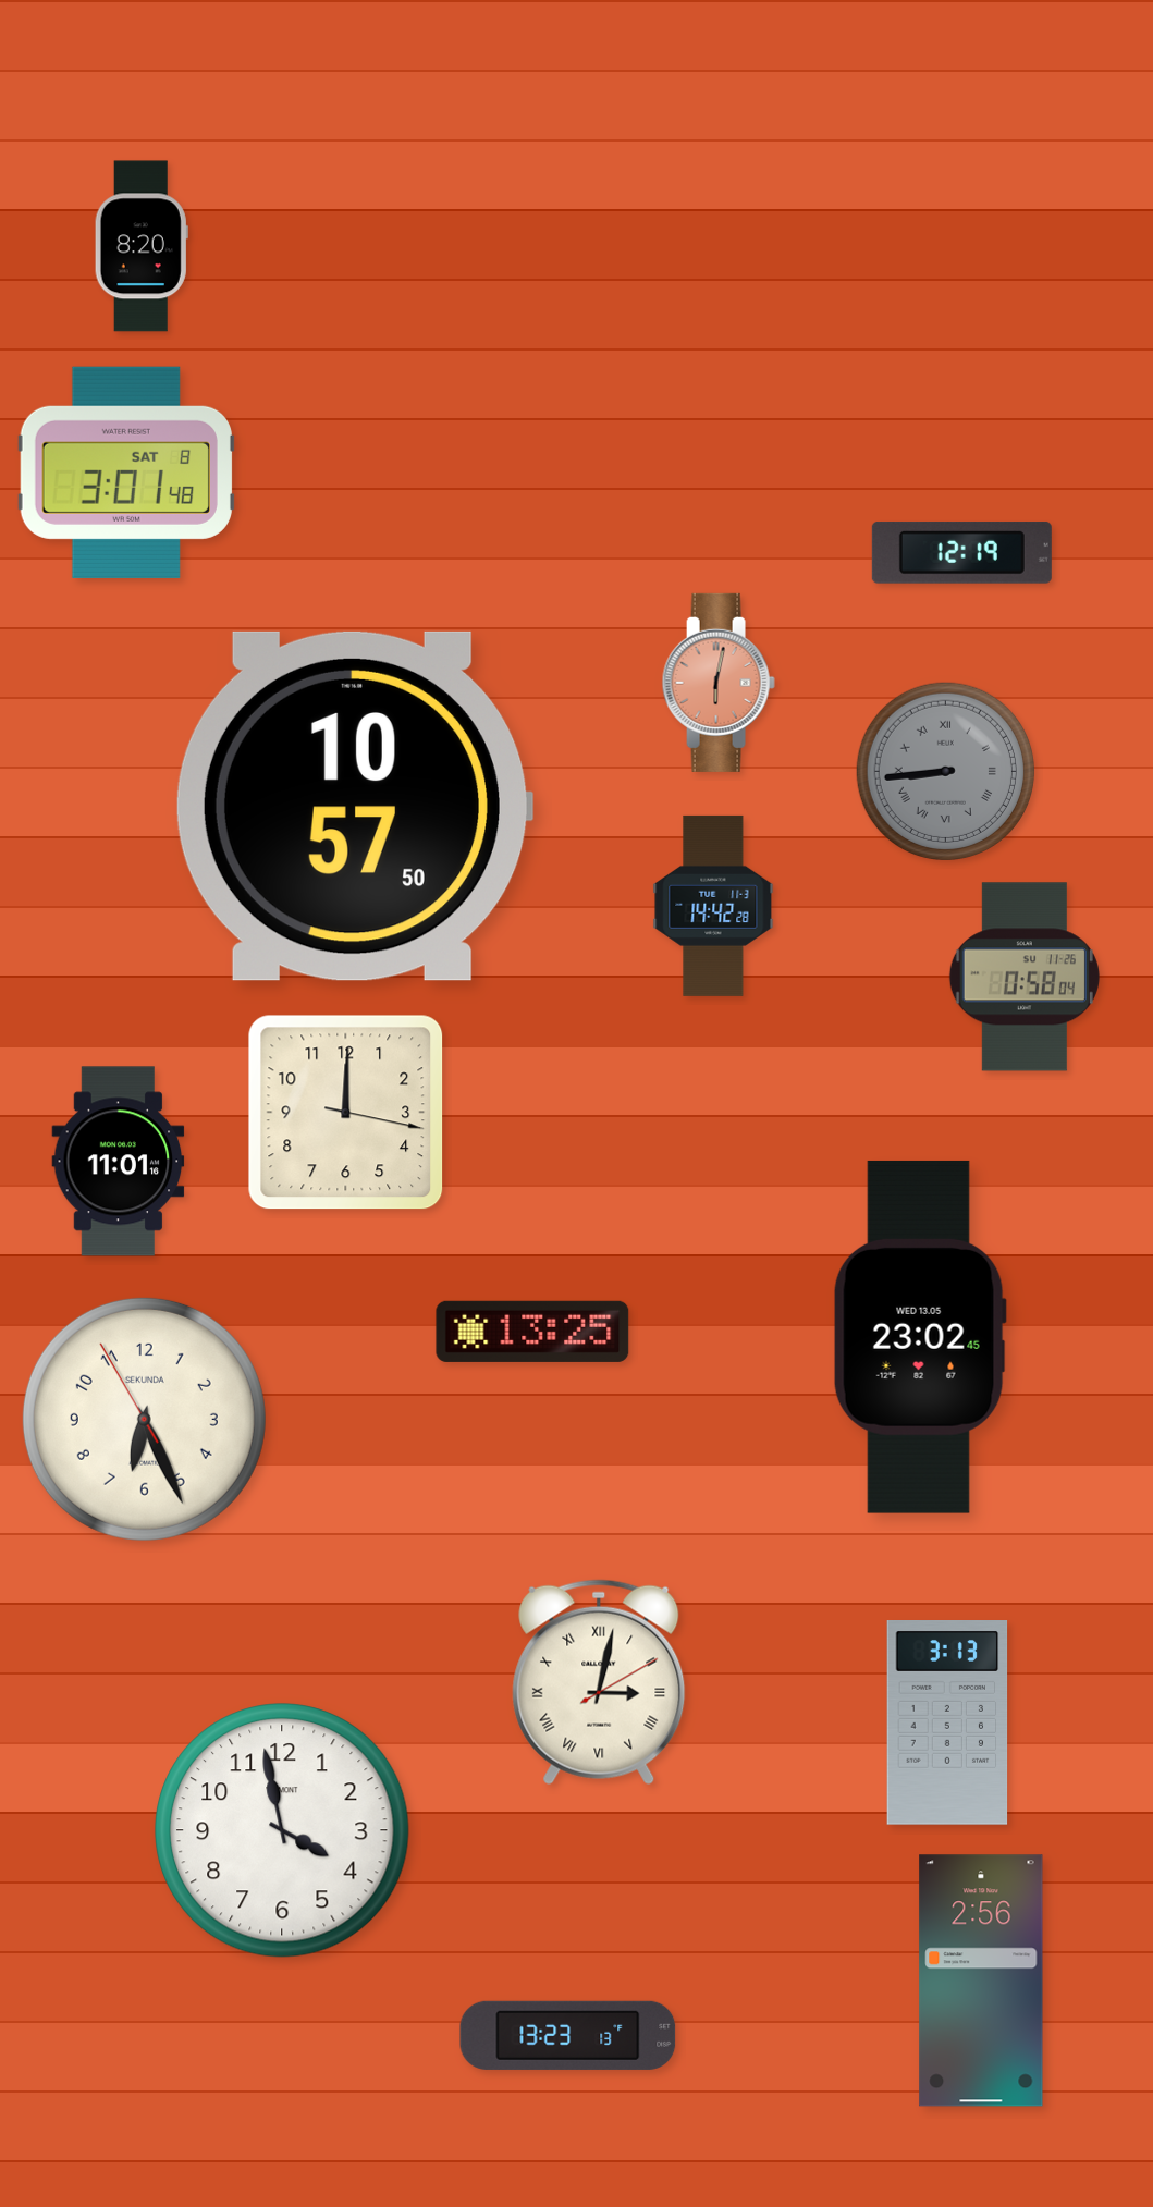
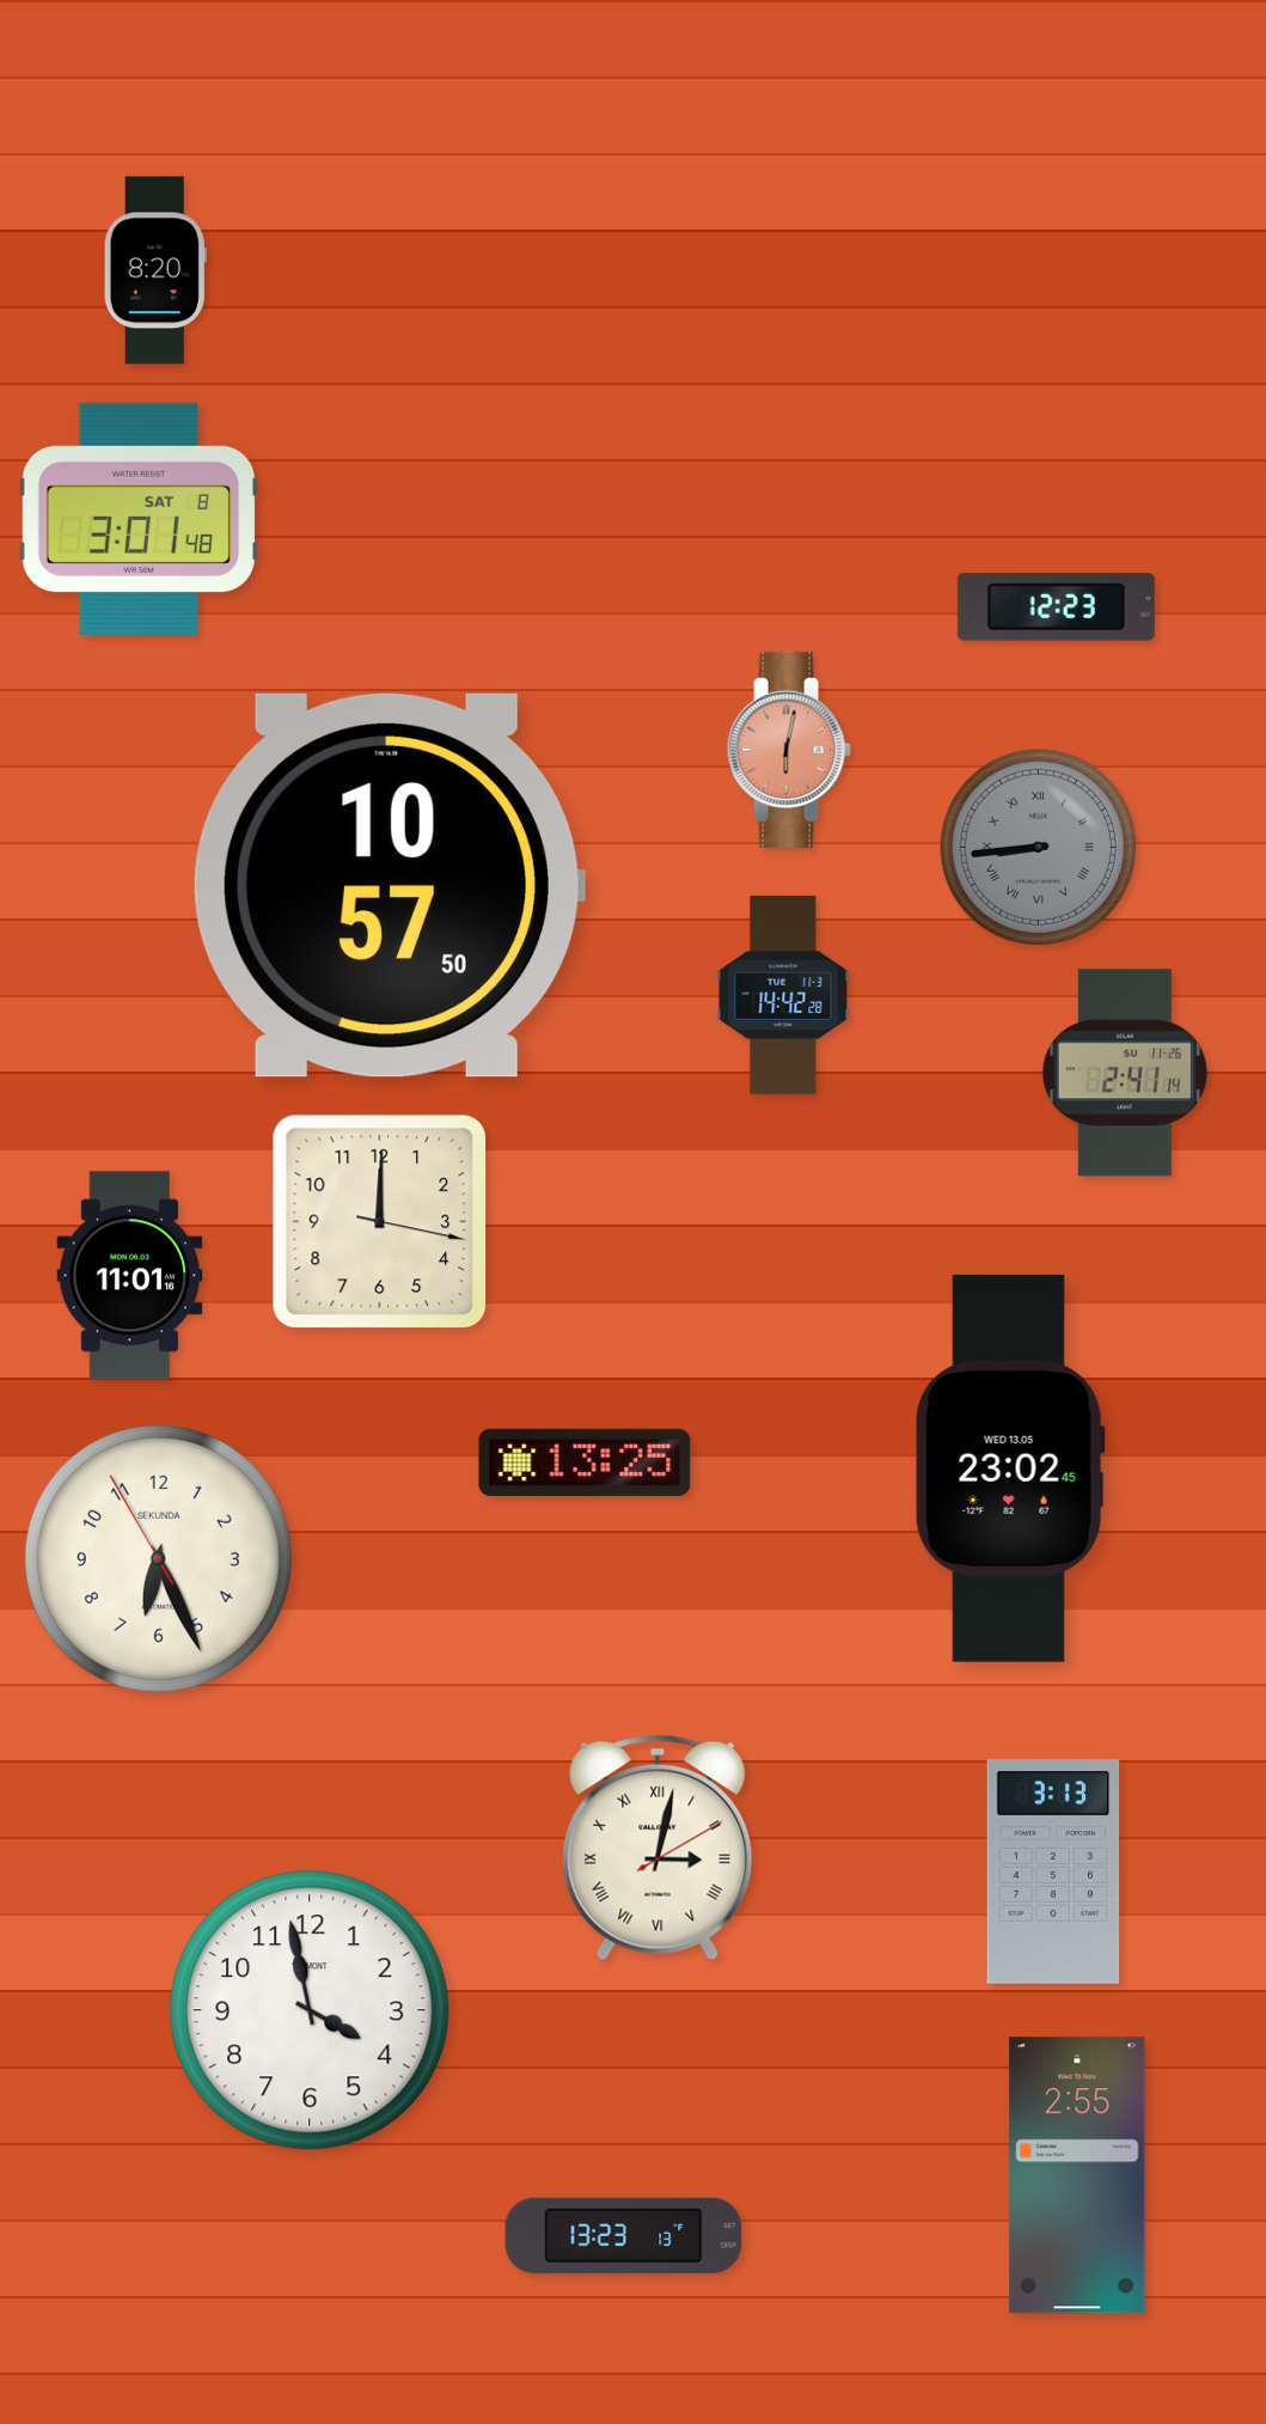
clock at (961, 552): 12:19 -> 12:23
clock at (1025, 977): 0:58 -> 2:41
clock at (947, 1724) position: (947, 1724) -> (1053, 1873)
clock at (981, 1981): 2:56 -> 2:55
